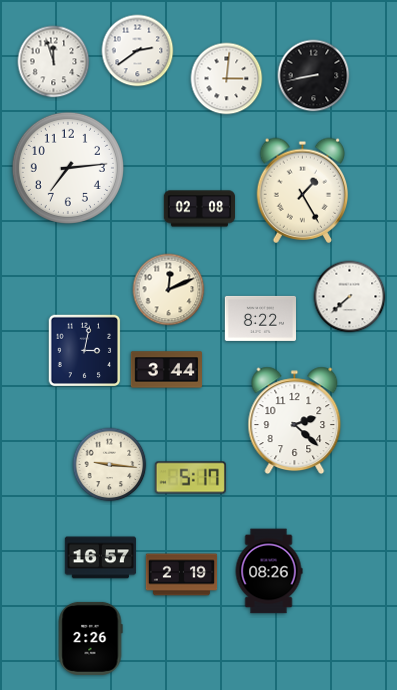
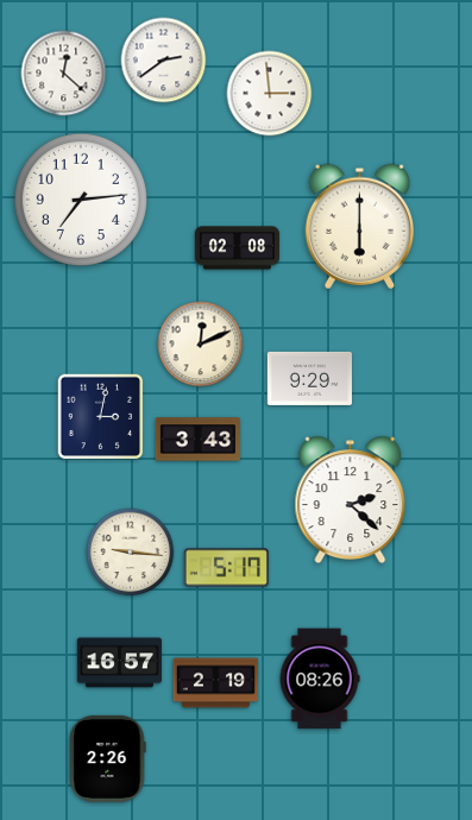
clock at (54, 62): 11:57 -> 12:22
clock at (314, 76): 8:43 -> none
clock at (227, 79): 3:01 -> 2:59
clock at (303, 190): 1:25 -> 6:00
clock at (350, 297): 7:38 -> none
clock at (260, 318): 8:22 -> 9:29
clock at (166, 370): 3:44 -> 3:43
